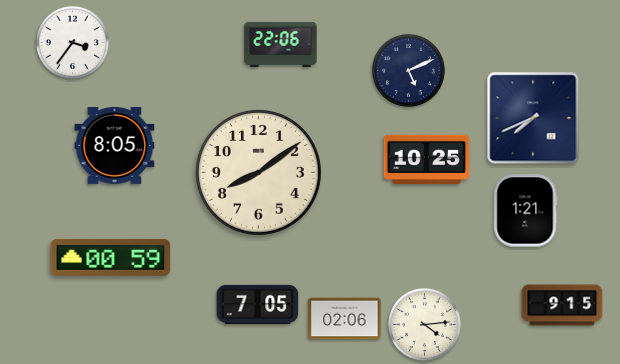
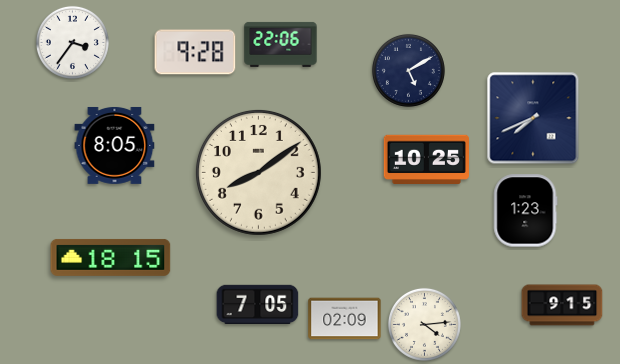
clock at (195, 52): none -> 9:28
clock at (408, 70): 5:11 -> 5:10
clock at (526, 211): 1:21 -> 1:23
clock at (111, 257): 00:59 -> 18:15
clock at (345, 319): 02:06 -> 02:09
